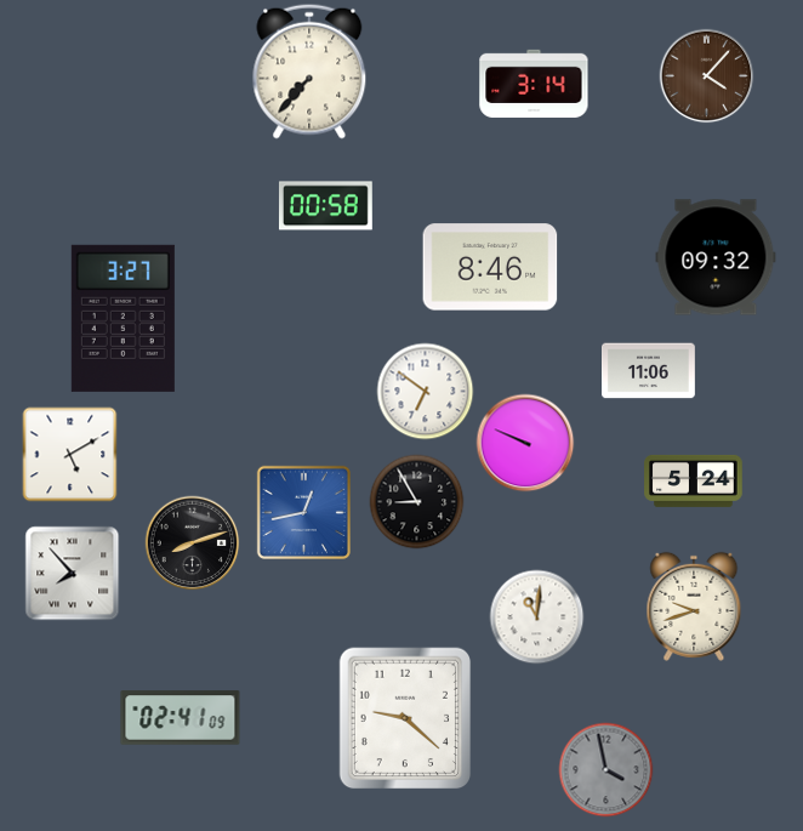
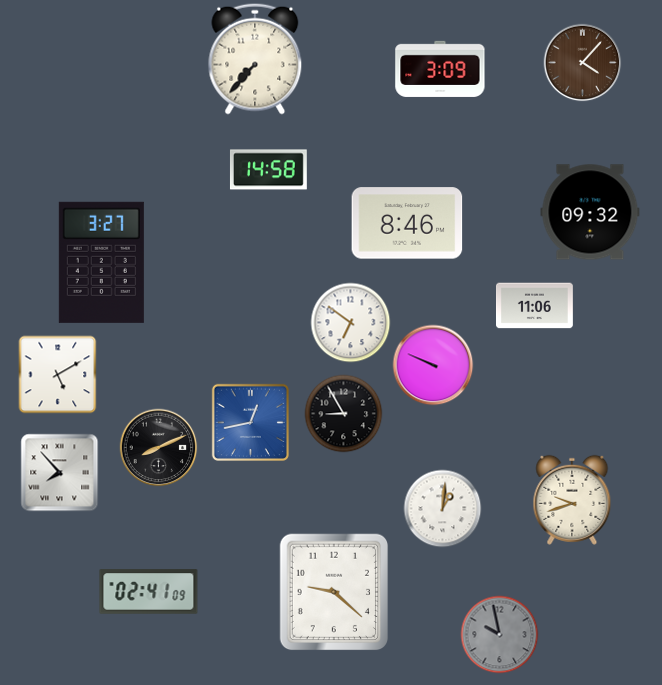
clock at (534, 84): 3:14 -> 3:09
clock at (325, 206): 00:58 -> 14:58
clock at (490, 267) position: (490, 267) -> (407, 223)
clock at (694, 480): 5:24 -> none
clock at (192, 542): 8:12 -> 8:11
clock at (536, 616): 11:01 -> 1:01
clock at (605, 769): 3:58 -> 9:58
